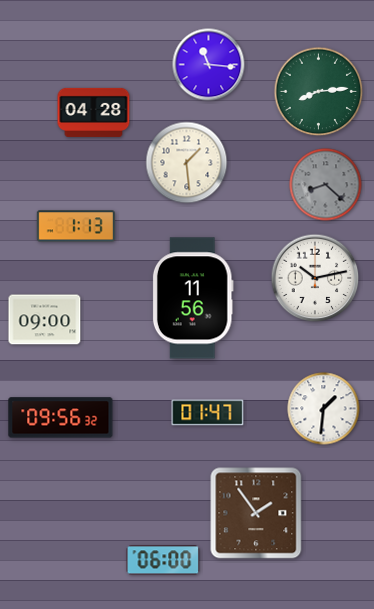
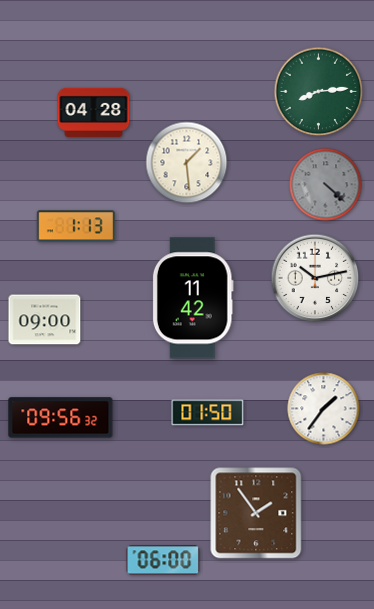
clock at (209, 65): 11:16 -> none
clock at (326, 185): 8:22 -> 4:22
clock at (193, 298): 11:56 -> 11:42
clock at (324, 409): 1:31 -> 1:36
clock at (208, 413): 01:47 -> 01:50
